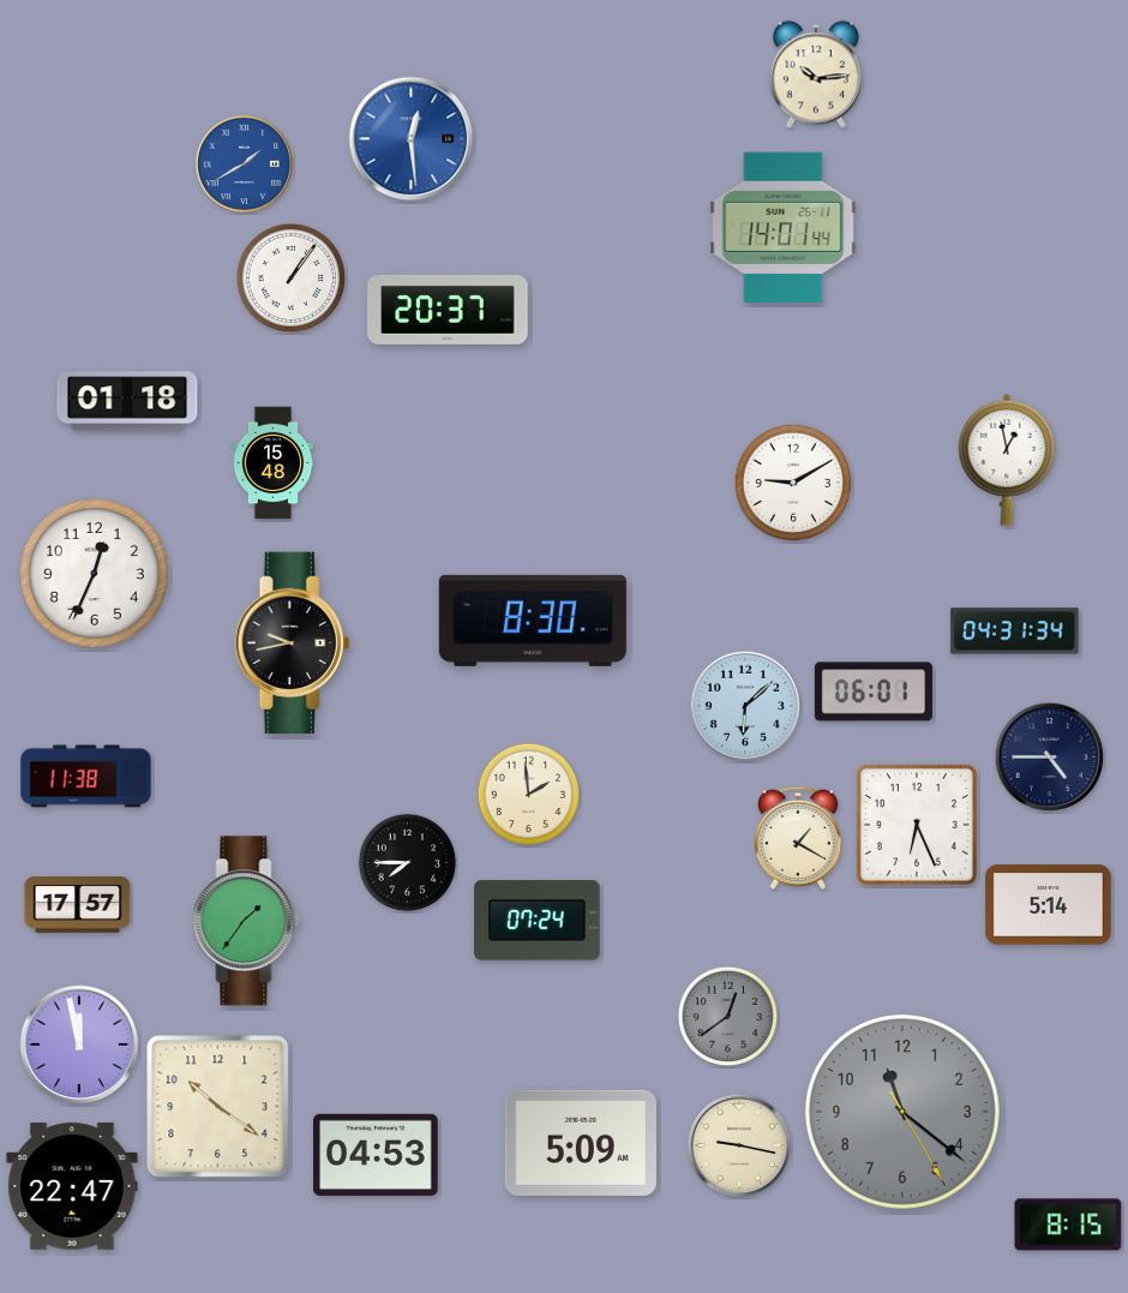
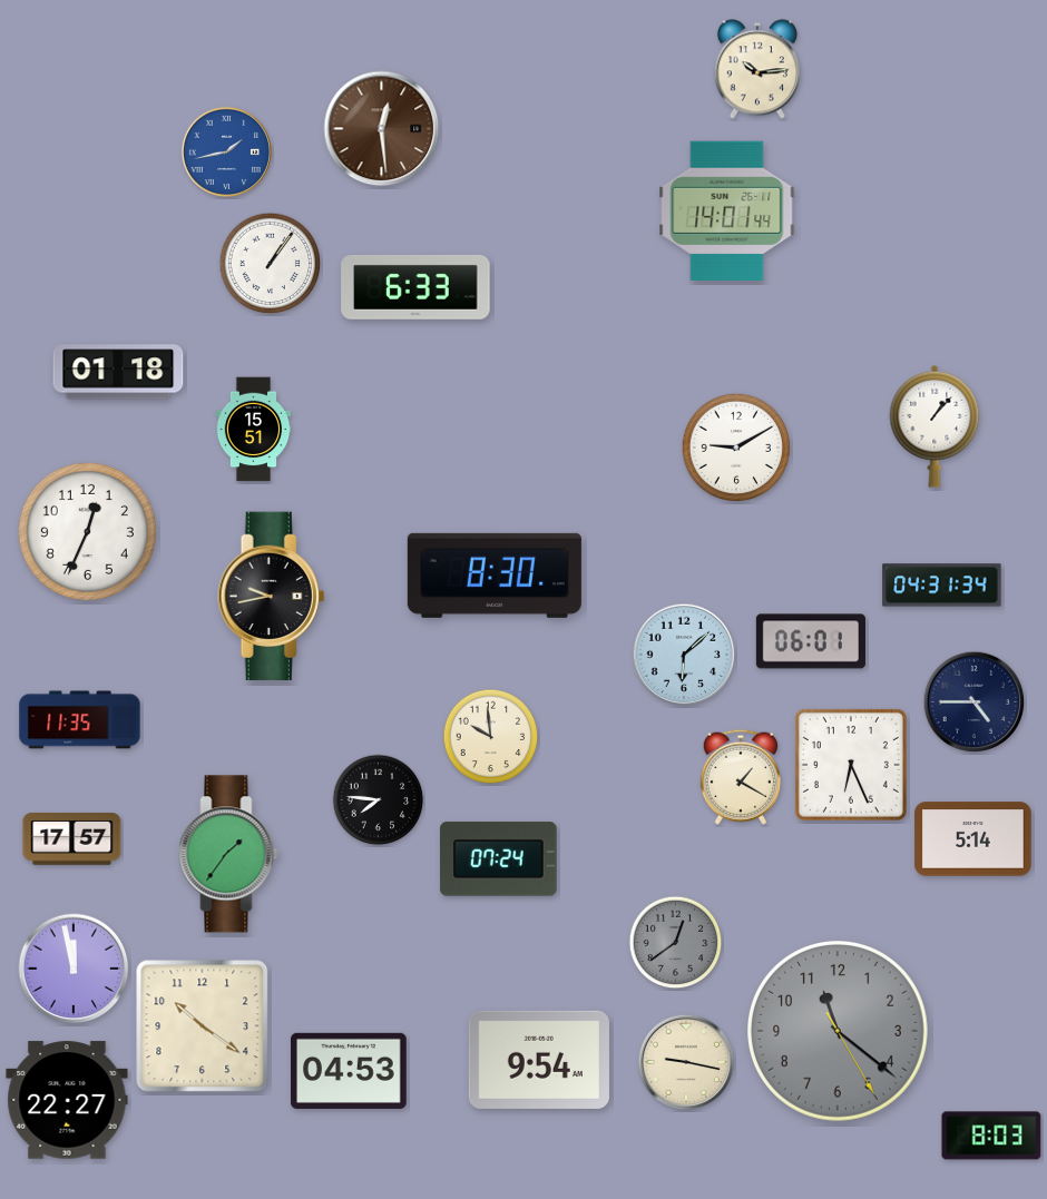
clock at (412, 139) dial: blue -> brown
clock at (244, 163): 1:40 -> 1:43
clock at (292, 279) position: (292, 279) -> (271, 264)
clock at (448, 310): 20:37 -> 6:33
clock at (1007, 460): 12:58 -> 1:07
clock at (274, 463): 15:48 -> 15:51
clock at (745, 706) position: (745, 706) -> (684, 655)
clock at (86, 777): 11:38 -> 11:35
clock at (529, 795): 1:59 -> 9:59
clock at (408, 863): 7:45 -> 7:46
clock at (538, 921) position: (538, 921) -> (499, 859)
clock at (581, 1143): 5:09 -> 9:54
clock at (72, 1186): 22:47 -> 22:27
clock at (1068, 1225): 8:15 -> 8:03
